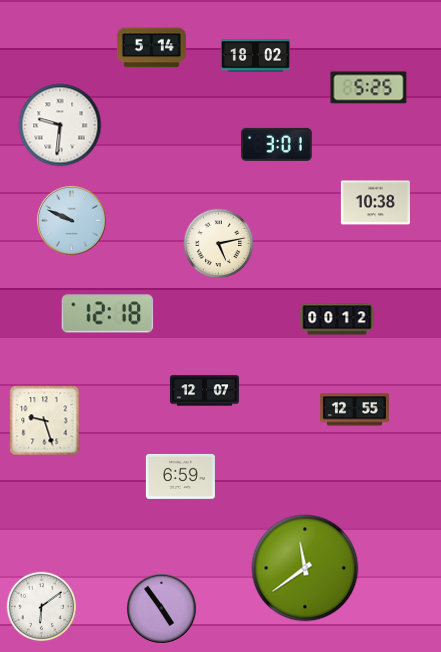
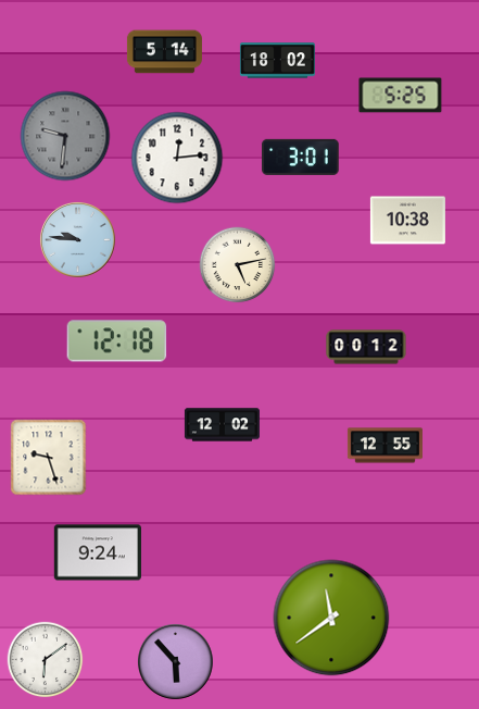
clock at (60, 125) dial: white -> grey
clock at (177, 158): none -> 12:14
clock at (72, 221): 9:49 -> 9:46
clock at (204, 391): 12:07 -> 12:02
clock at (180, 476): 6:59 -> none
clock at (98, 552): none -> 9:24
clock at (162, 609): 4:54 -> 5:53
